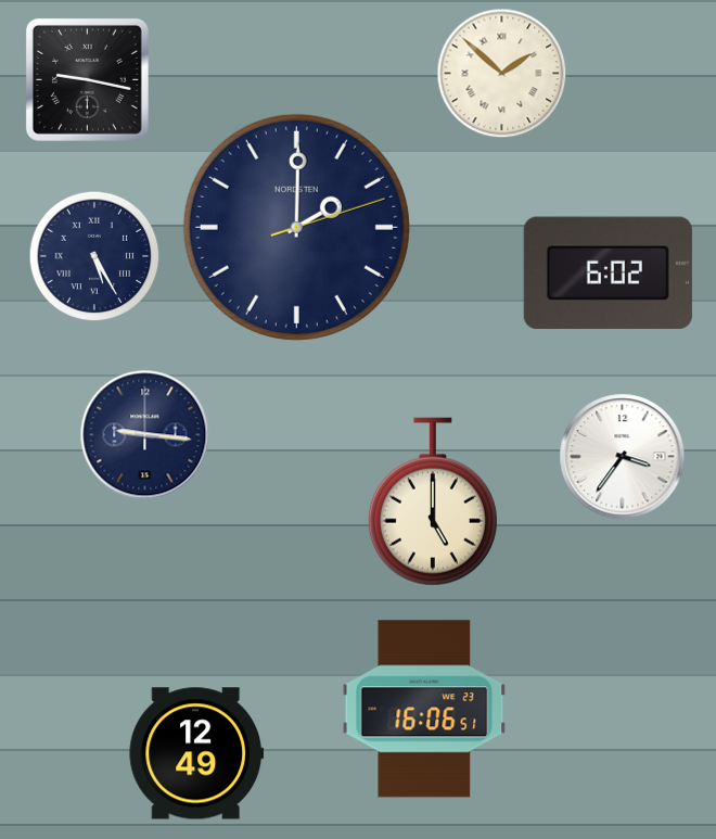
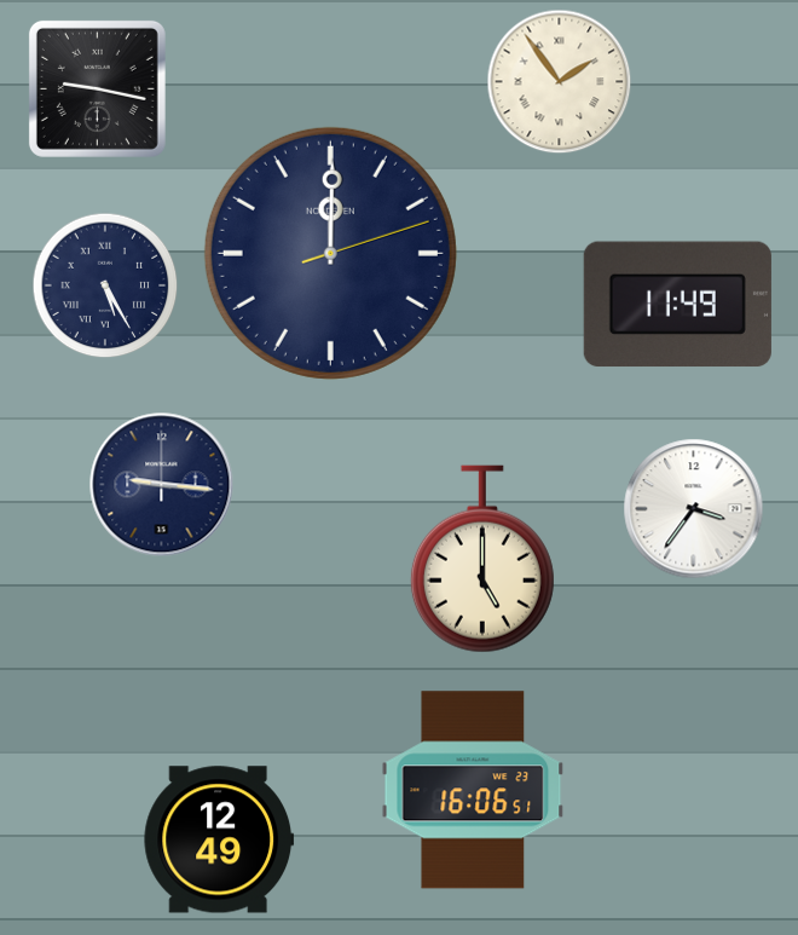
clock at (502, 74): 1:52 -> 1:54
clock at (296, 227): 2:00 -> 12:00
clock at (608, 274): 6:02 -> 11:49
